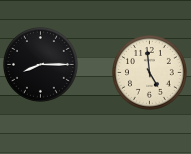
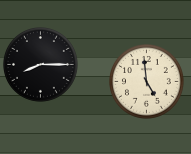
clock at (150, 73) position: (150, 73) -> (147, 82)
